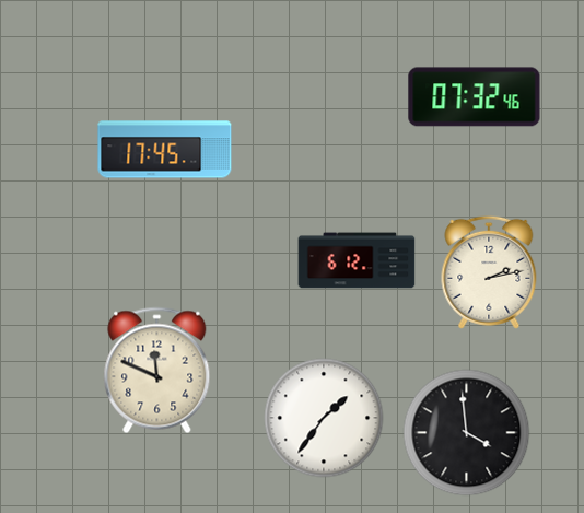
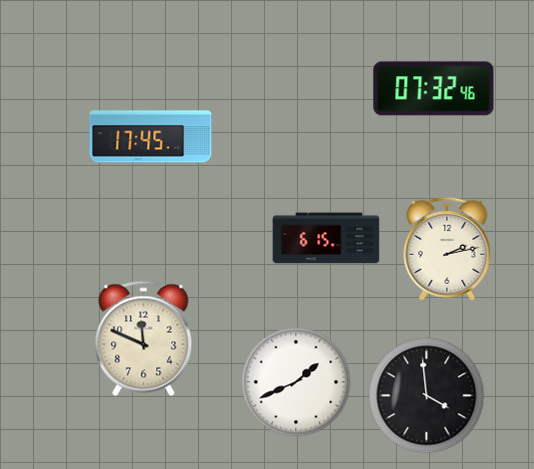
clock at (357, 260): 6:12 -> 6:15
clock at (324, 418): 1:36 -> 1:41
